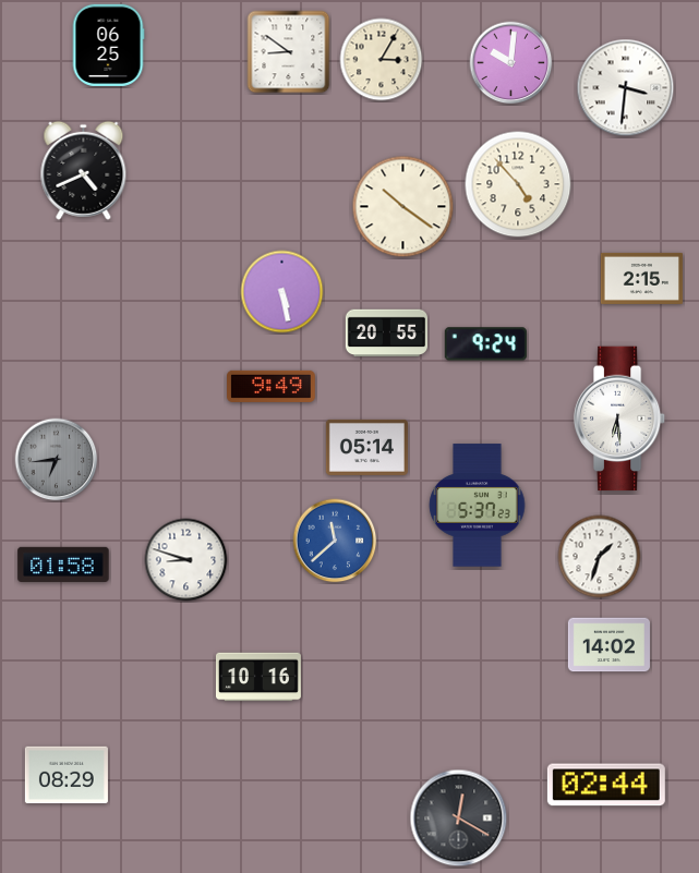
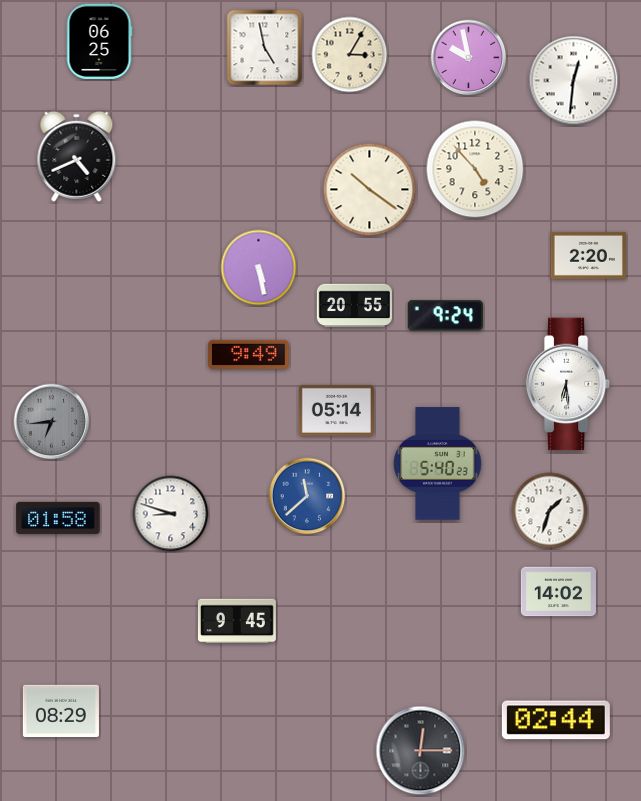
clock at (289, 52): 8:51 -> 4:58
clock at (511, 63): 10:01 -> 9:58
clock at (626, 88): 3:31 -> 12:31
clock at (641, 278): 2:15 -> 2:20
clock at (478, 506): 5:37 -> 5:40
clock at (258, 677): 10:16 -> 9:45
clock at (459, 819): 12:20 -> 12:15
